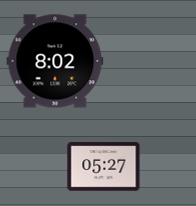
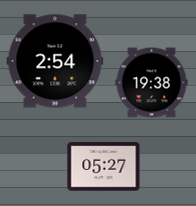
clock at (55, 61): 8:02 -> 2:54
clock at (152, 83): none -> 19:38
